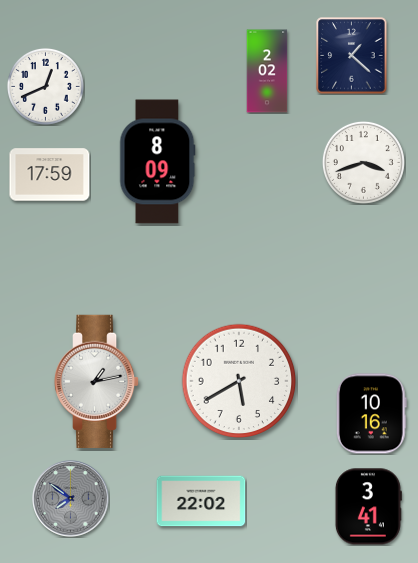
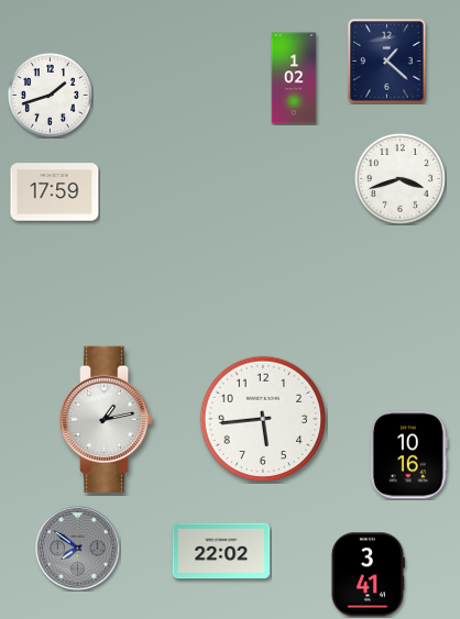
clock at (267, 71): 2:02 -> 1:02
clock at (45, 86): 12:41 -> 1:42
clock at (158, 162): 8:09 -> none
clock at (239, 381): 5:40 -> 5:44
clock at (368, 507) position: (368, 507) -> (368, 575)
